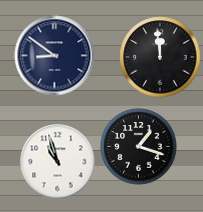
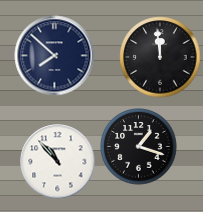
clock at (55, 56): 8:51 -> 7:52
clock at (58, 162): 10:57 -> 10:53
